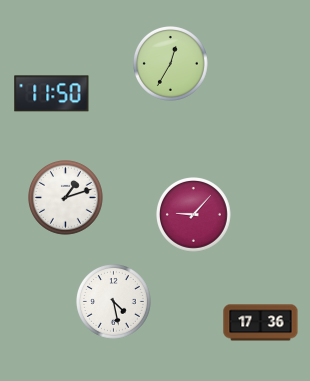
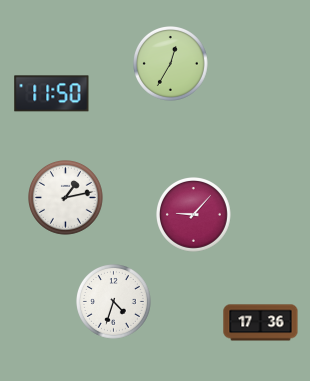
clock at (66, 198): 1:12 -> 1:13
clock at (114, 302): 4:28 -> 4:33
